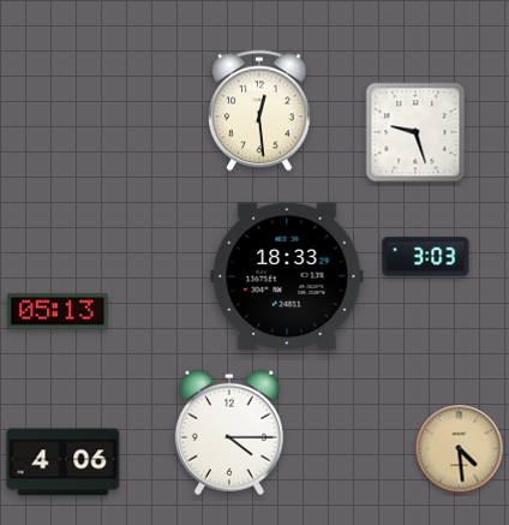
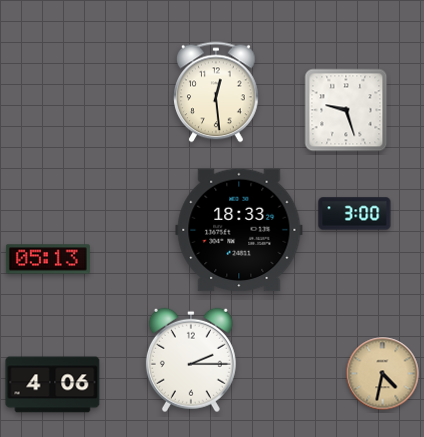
clock at (426, 257): 3:03 -> 3:00
clock at (229, 432): 4:15 -> 2:15
clock at (460, 449): 4:29 -> 4:32
